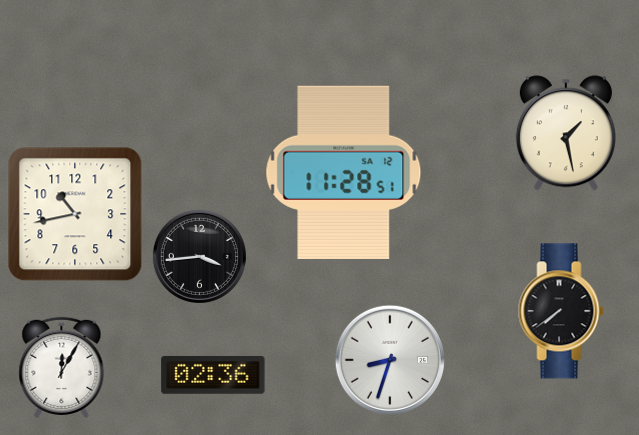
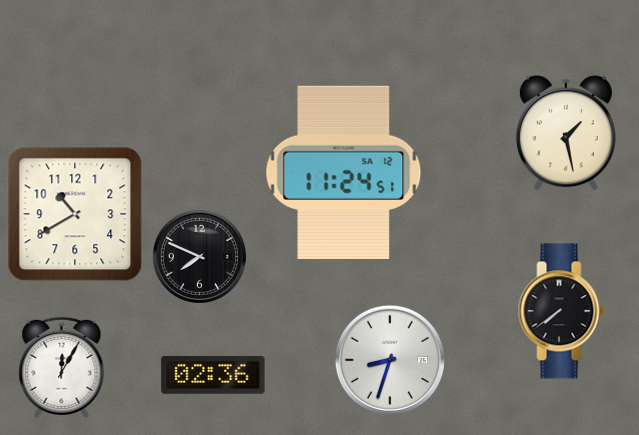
clock at (344, 172): 11:28 -> 11:24
clock at (75, 214): 10:43 -> 10:40
clock at (199, 256): 3:44 -> 7:49
